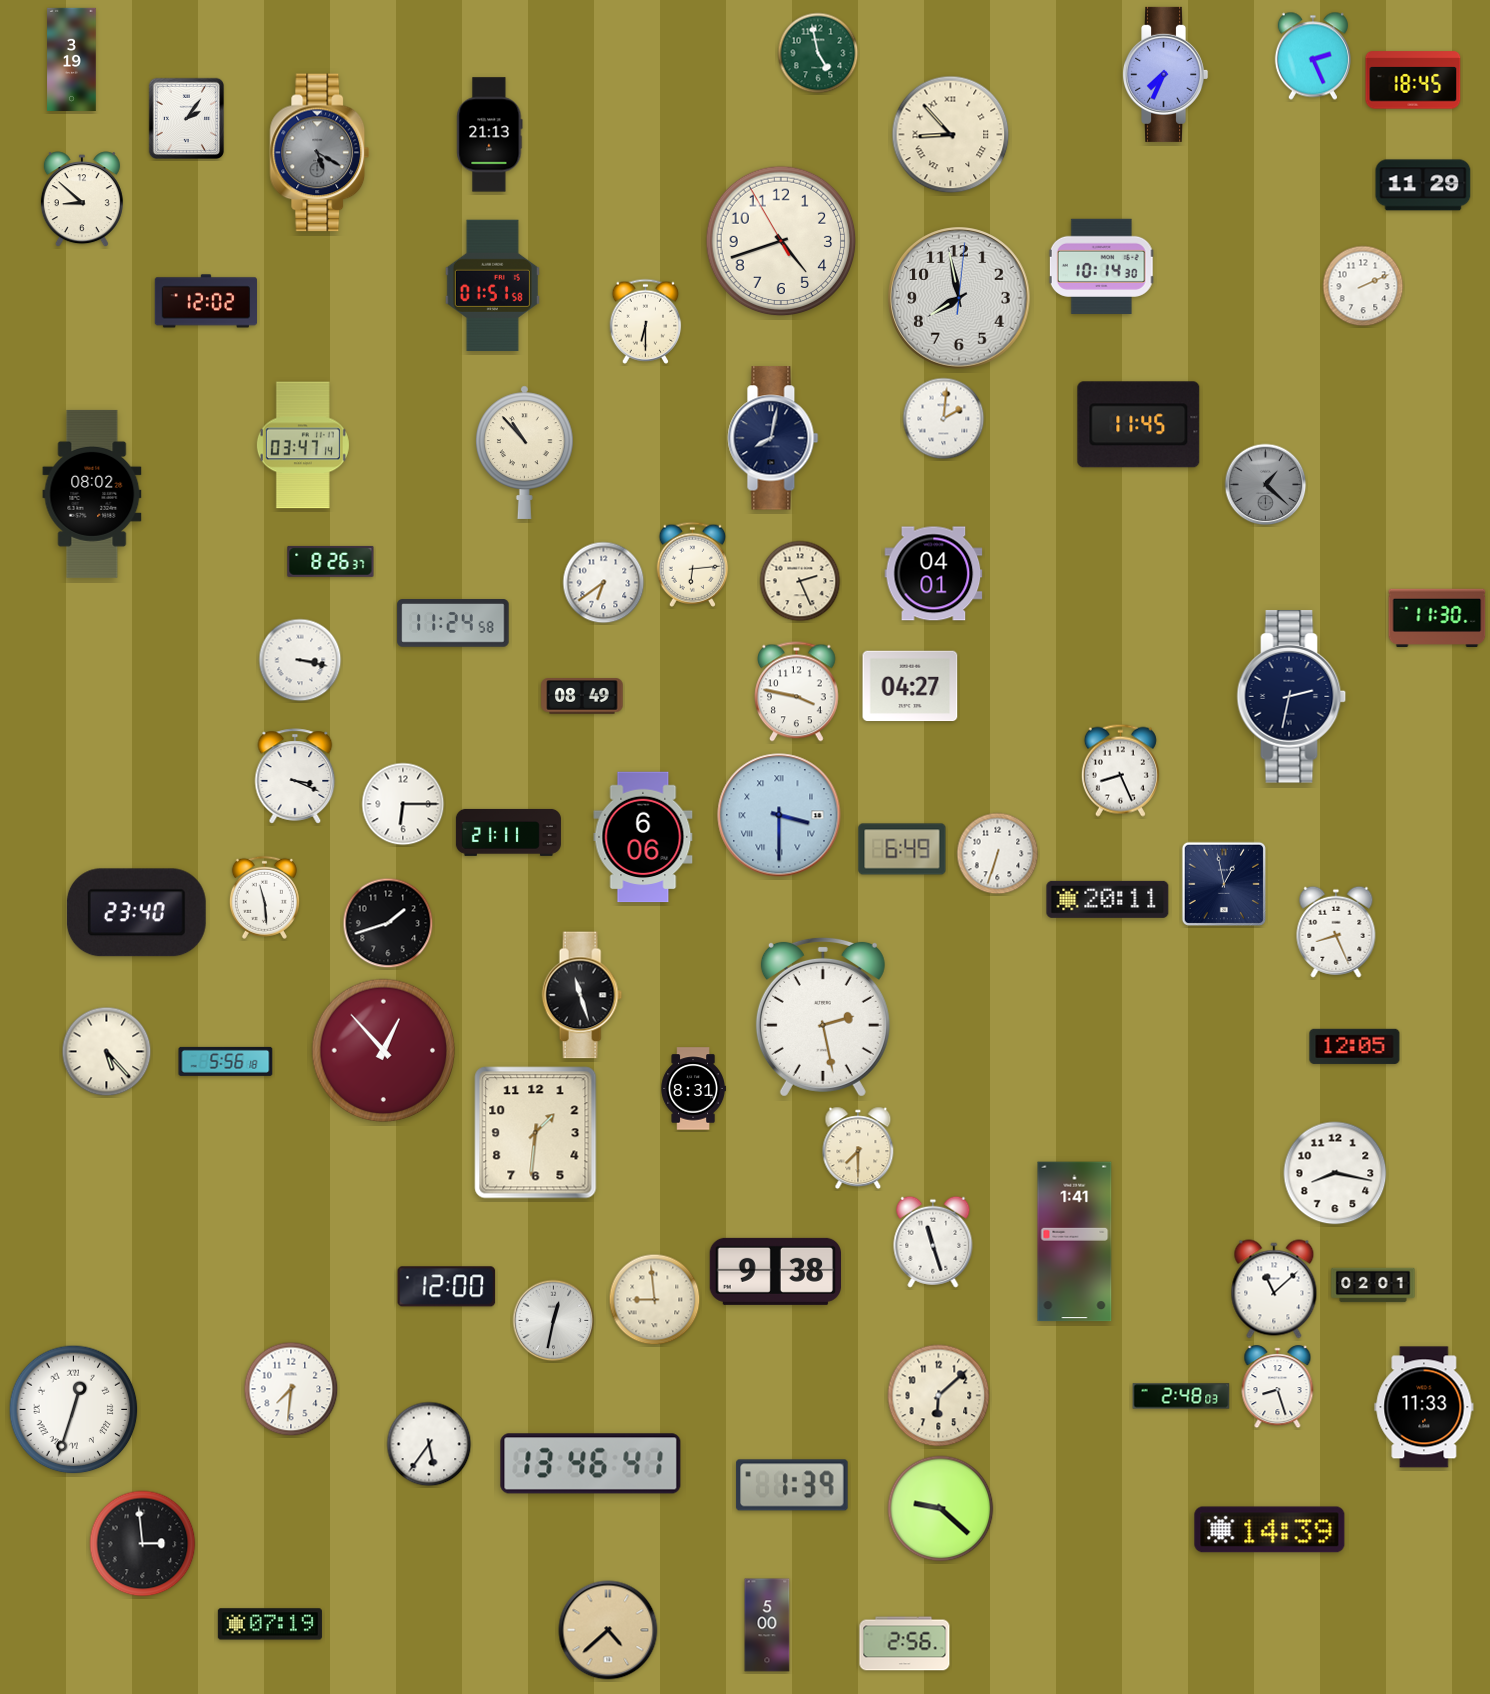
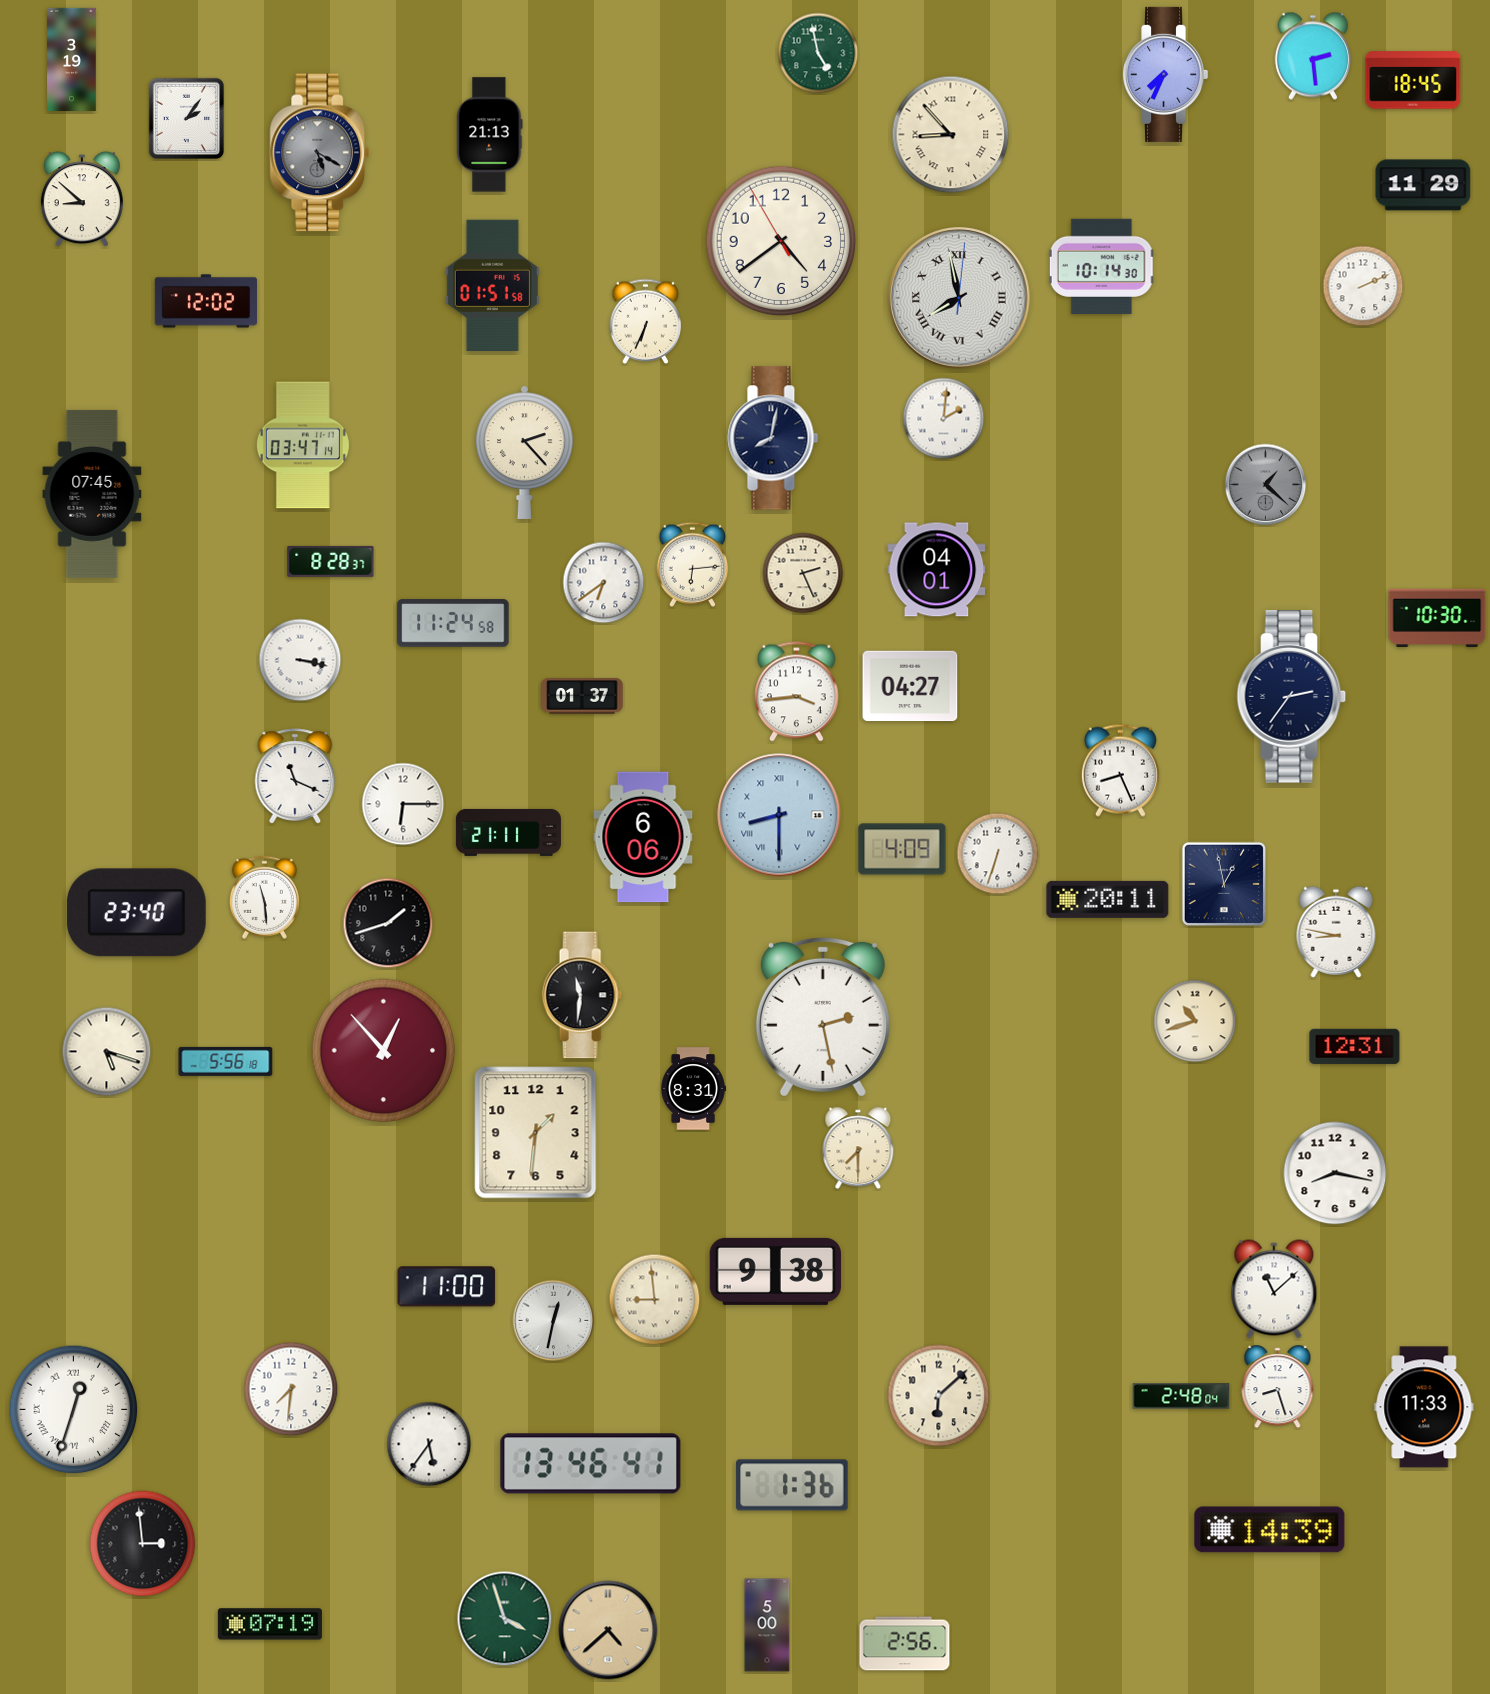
clock at (1313, 56): 2:26 -> 2:29
clock at (781, 241): 4:41 -> 4:38
clock at (959, 298) numerals: Arabic -> Roman
clock at (646, 321): 6:30 -> 6:34
clock at (1139, 425): 11:45 -> none
clock at (524, 452): 10:53 -> 2:23
clock at (92, 494): 08:02 -> 07:45
clock at (331, 561): 8:26 -> 8:28
clock at (934, 574) position: (934, 574) -> (937, 570)
clock at (800, 581) position: (800, 581) -> (803, 573)
clock at (1437, 617): 11:30 -> 10:30
clock at (797, 692): 3:47 -> 3:44
clock at (582, 696): 08:49 -> 01:37
clock at (1292, 697): 2:32 -> 2:36
clock at (295, 776): 3:19 -> 11:19
clock at (779, 815): 3:30 -> 8:30
clock at (902, 849): 6:49 -> 4:09
clock at (1336, 932): 8:26 -> 8:47
clock at (582, 995): 11:27 -> 11:31
clock at (1195, 1021): none -> 10:42
clock at (1355, 1046): 12:05 -> 12:31
clock at (107, 1052): 5:23 -> 5:18
clock at (933, 1242): 11:27 -> none
clock at (1075, 1242): 1:41 -> none
clock at (1373, 1285): 02:01 -> none
clock at (447, 1287): 12:00 -> 11:00
clock at (1181, 1396): 2:48:03 -> 2:48:04
clock at (792, 1485): 1:39 -> 1:36
clock at (941, 1509): 9:22 -> none
clock at (505, 1619): none -> 3:57
